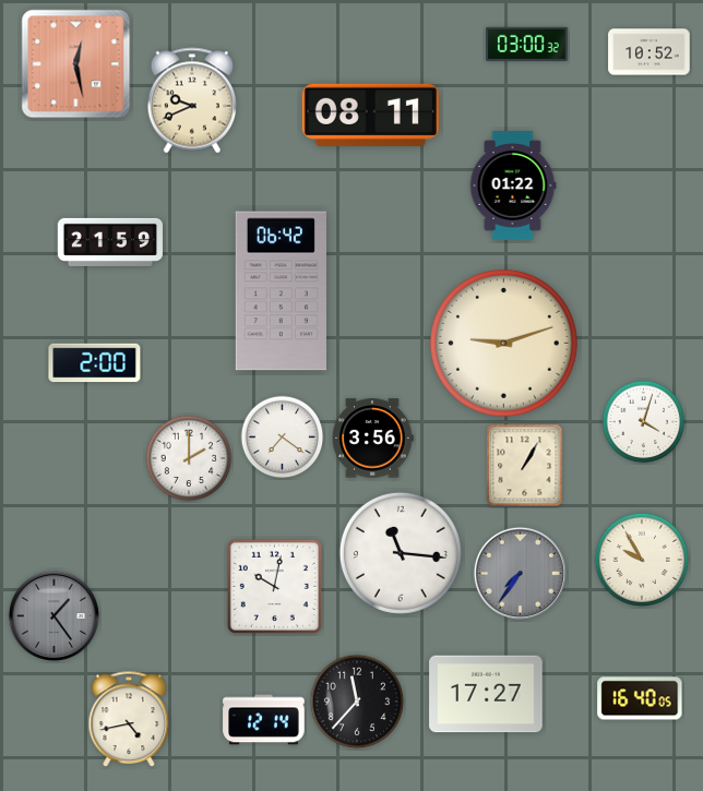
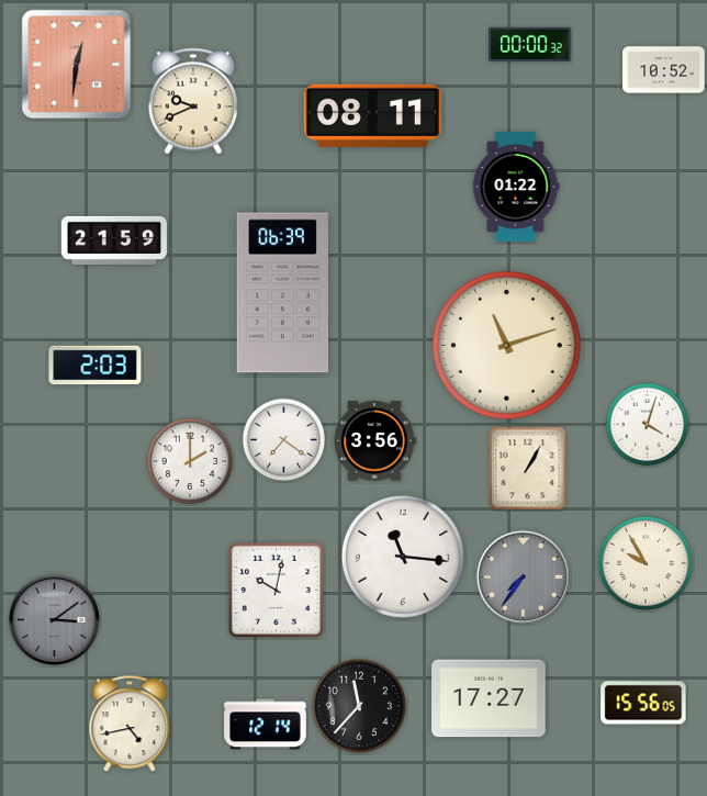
clock at (527, 44): 03:00 -> 00:00
clock at (650, 52) position: (650, 52) -> (664, 70)
clock at (76, 64): 12:28 -> 12:31
clock at (109, 242) position: (109, 242) -> (113, 240)
clock at (281, 291): 06:42 -> 06:39
clock at (503, 343): 9:12 -> 11:12
clock at (95, 363): 2:00 -> 2:03
clock at (53, 615): 1:24 -> 3:09
clock at (640, 698): 16:40 -> 15:56
